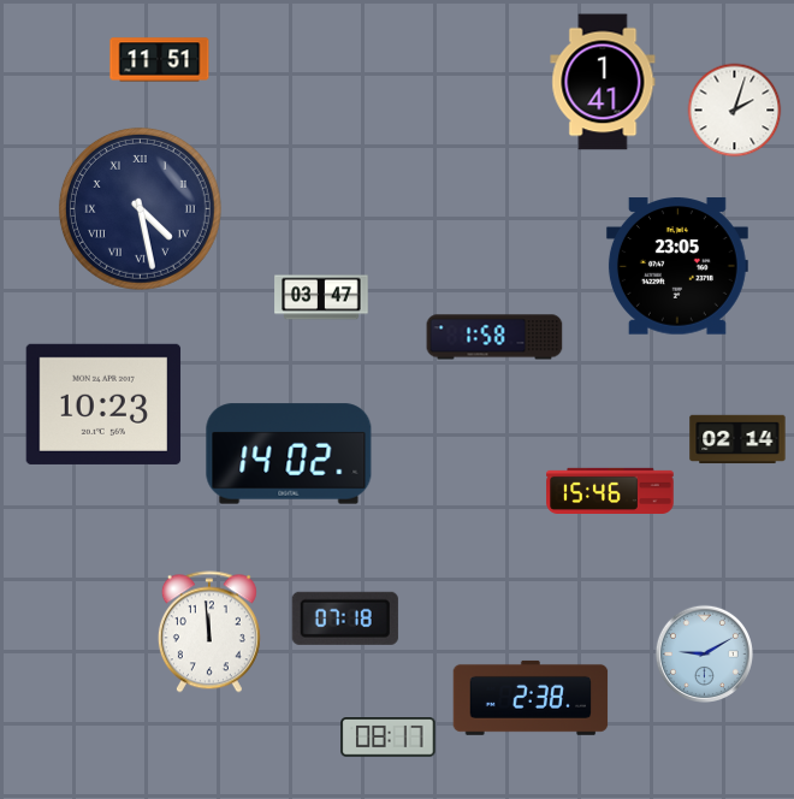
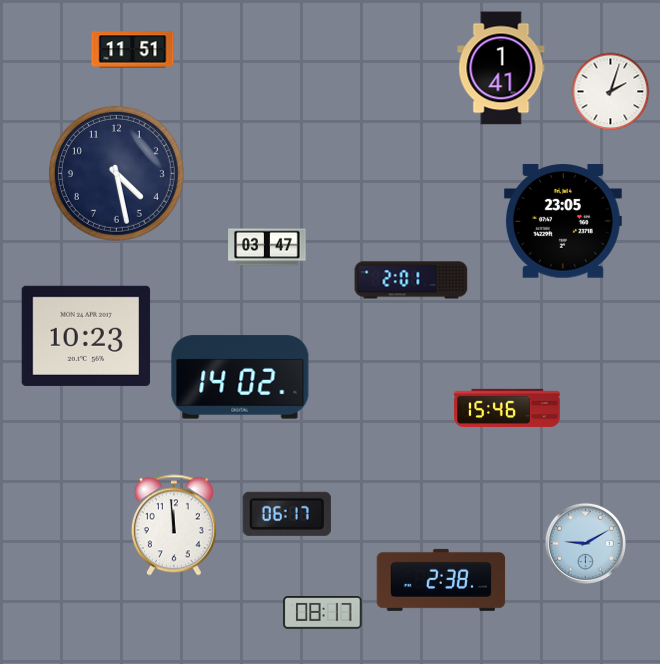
clock at (140, 208) numerals: Roman -> Arabic
clock at (494, 337): 1:58 -> 2:01
clock at (737, 439): 02:14 -> none
clock at (345, 619): 07:18 -> 06:17
